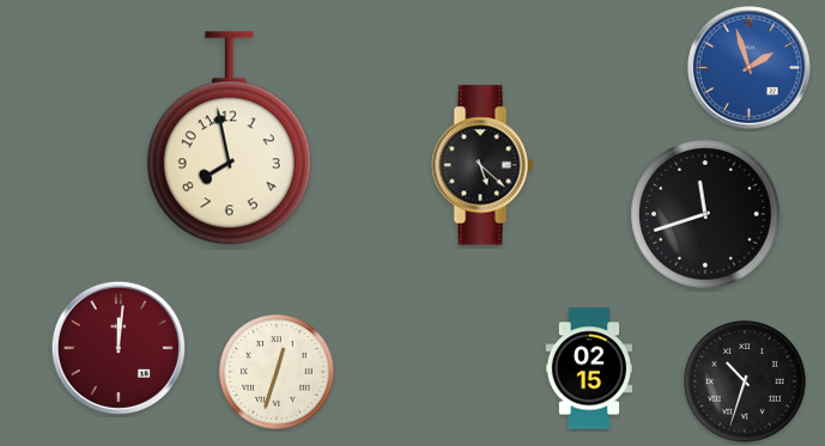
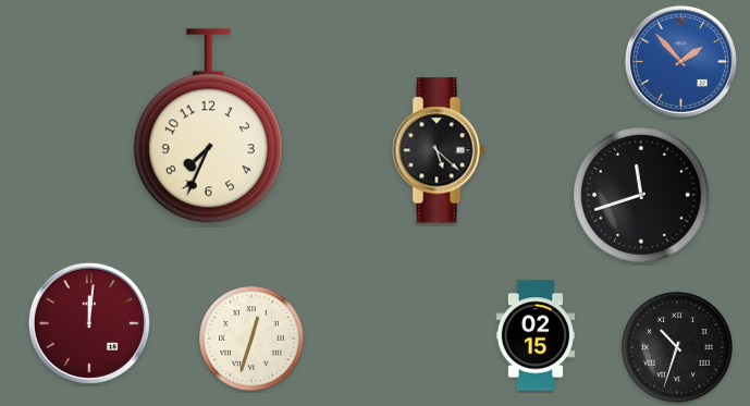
clock at (748, 67): 1:57 -> 1:53
clock at (229, 139): 7:58 -> 7:34
clock at (119, 348) position: (119, 348) -> (89, 323)
